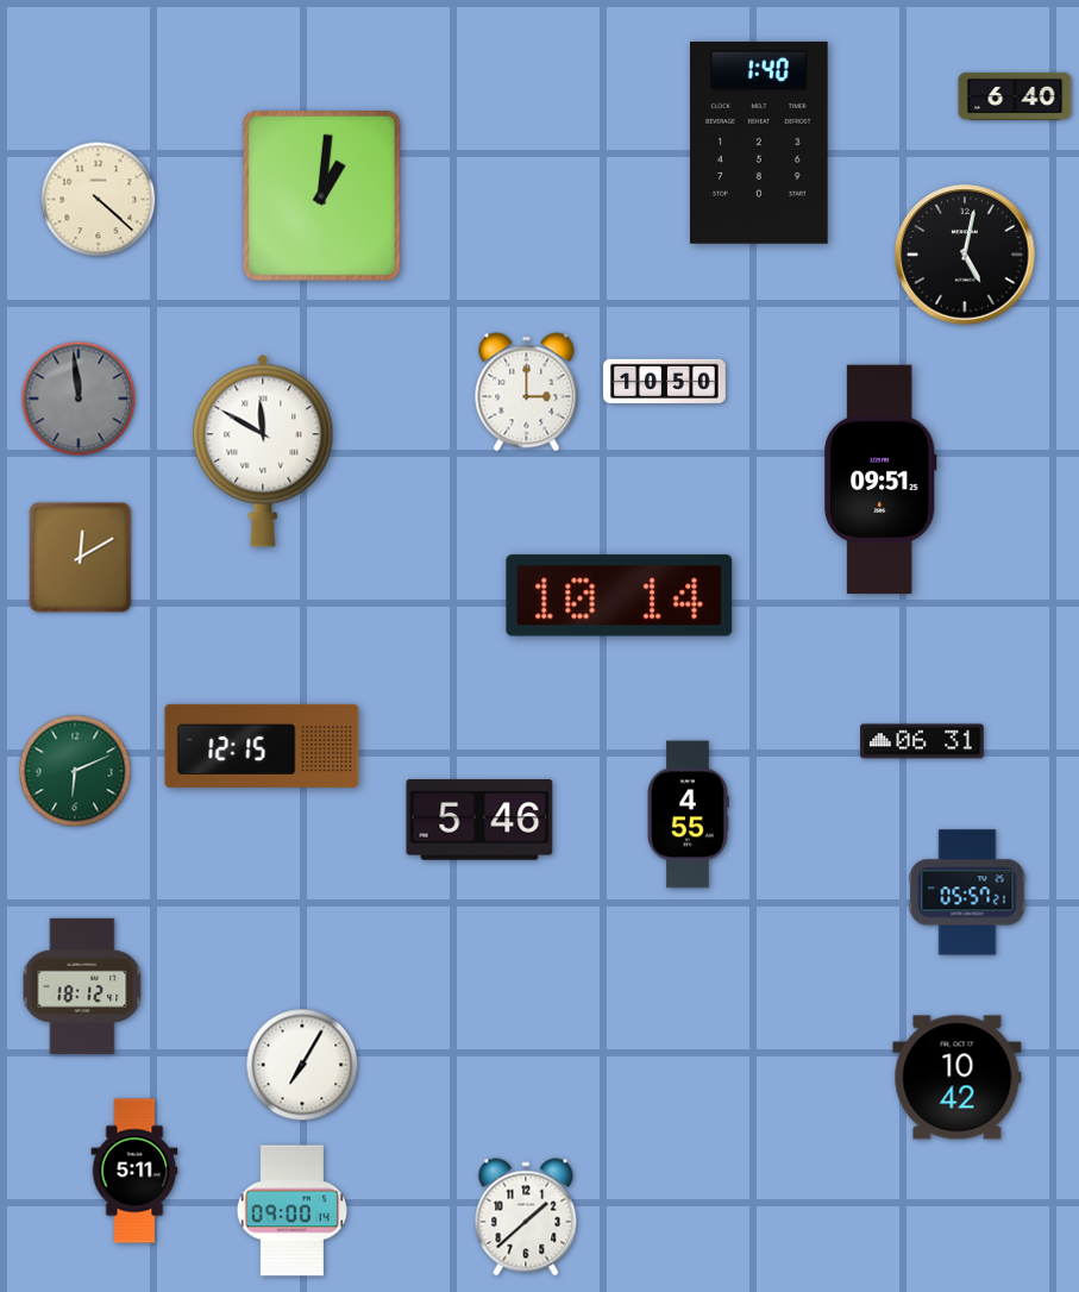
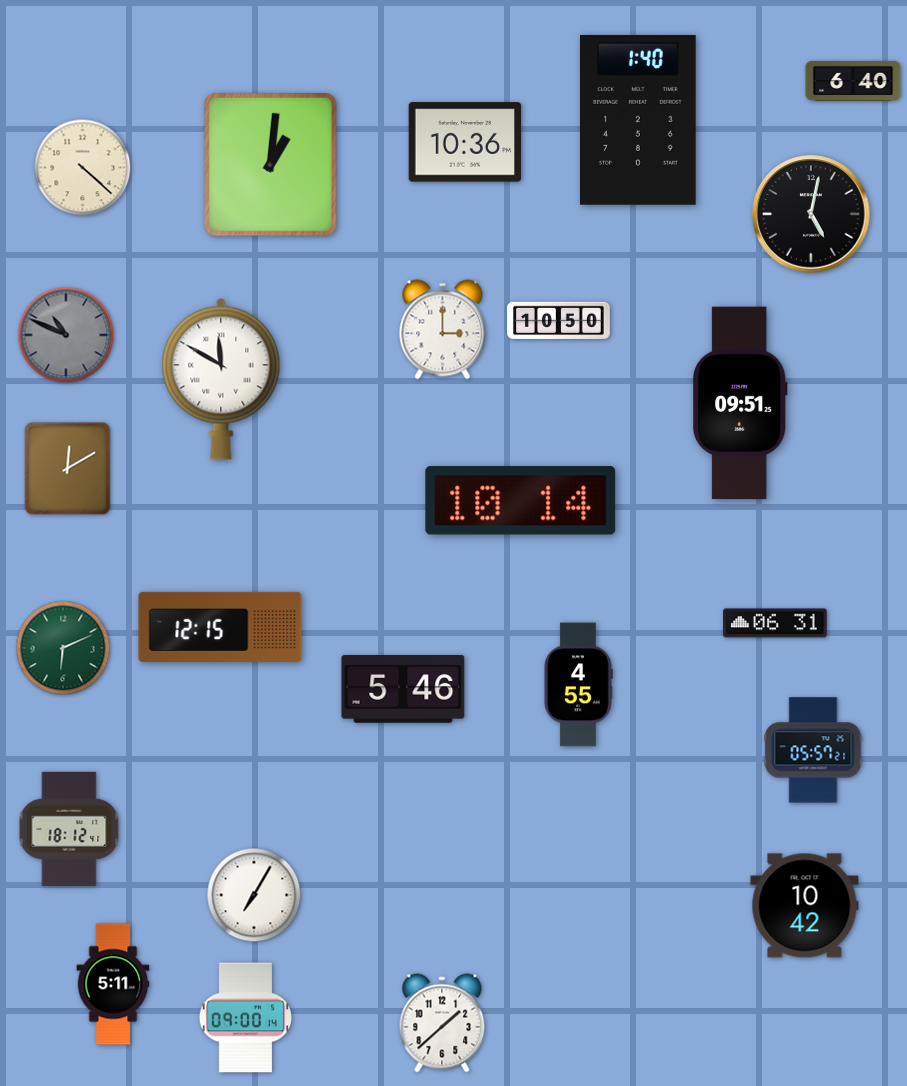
clock at (465, 142): none -> 10:36
clock at (79, 399): 11:59 -> 10:49
